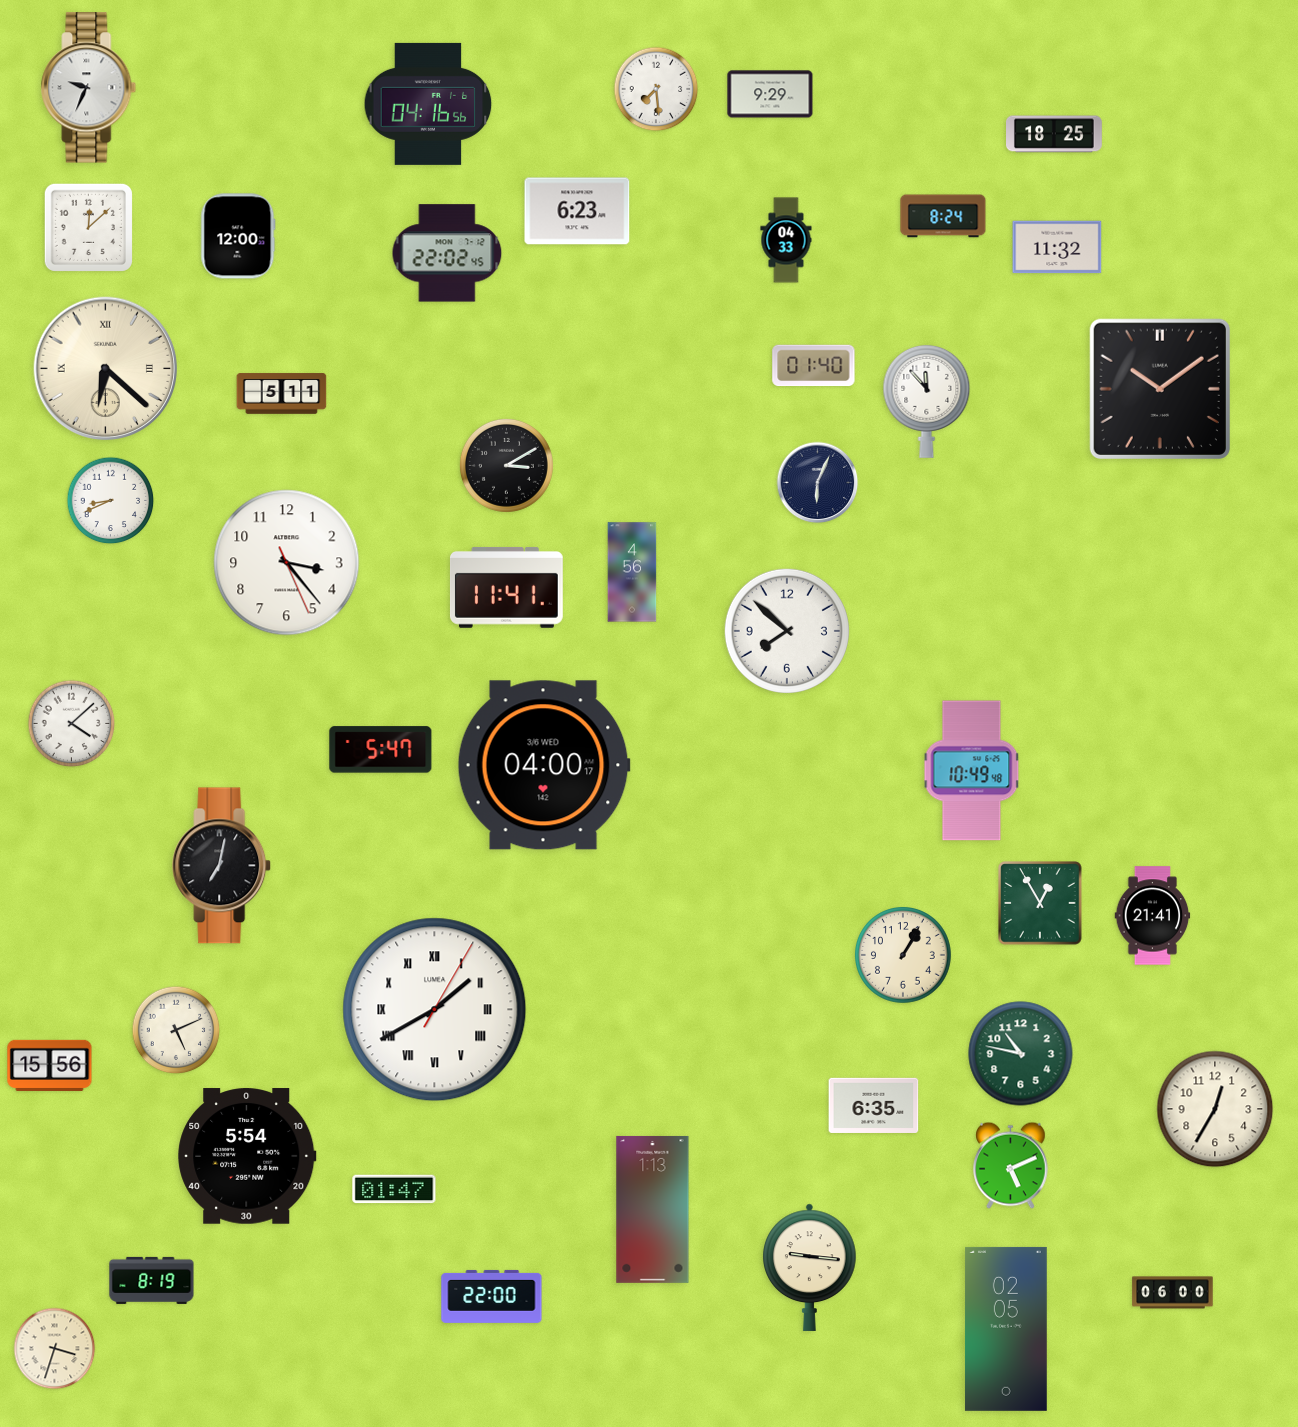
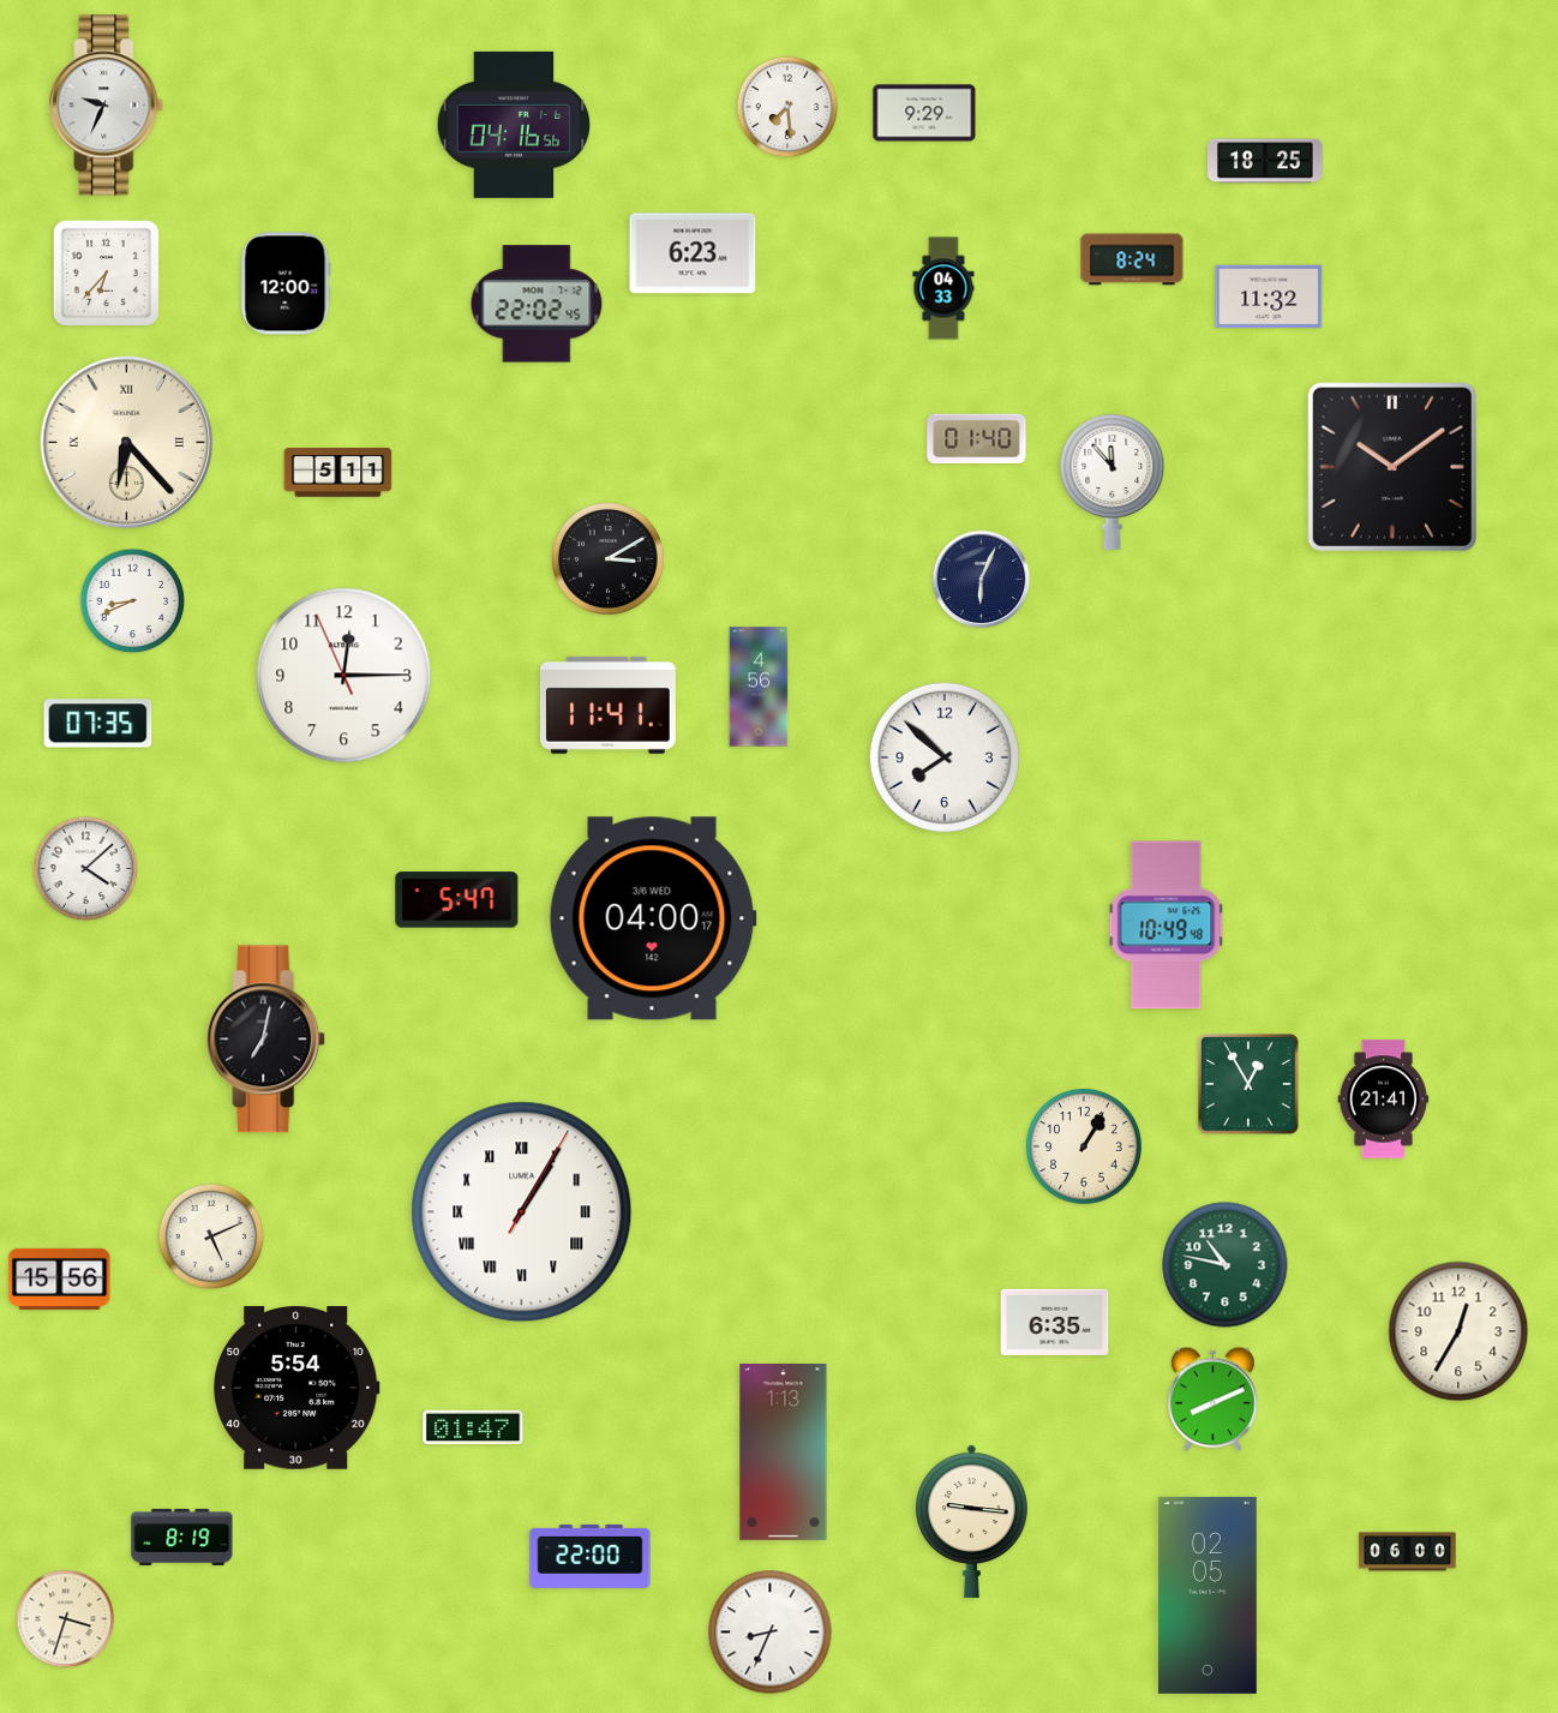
clock at (88, 227): 12:08 -> 6:37
clock at (106, 369): 6:22 -> 6:23
clock at (287, 563): 3:23 -> 12:14
clock at (98, 724): none -> 07:35
clock at (435, 1010): 1:40 -> 1:05
clock at (874, 1105) position: (874, 1105) -> (1055, 1322)
clock at (1011, 1166): 5:11 -> 8:11
clock at (771, 1633): none -> 8:34
